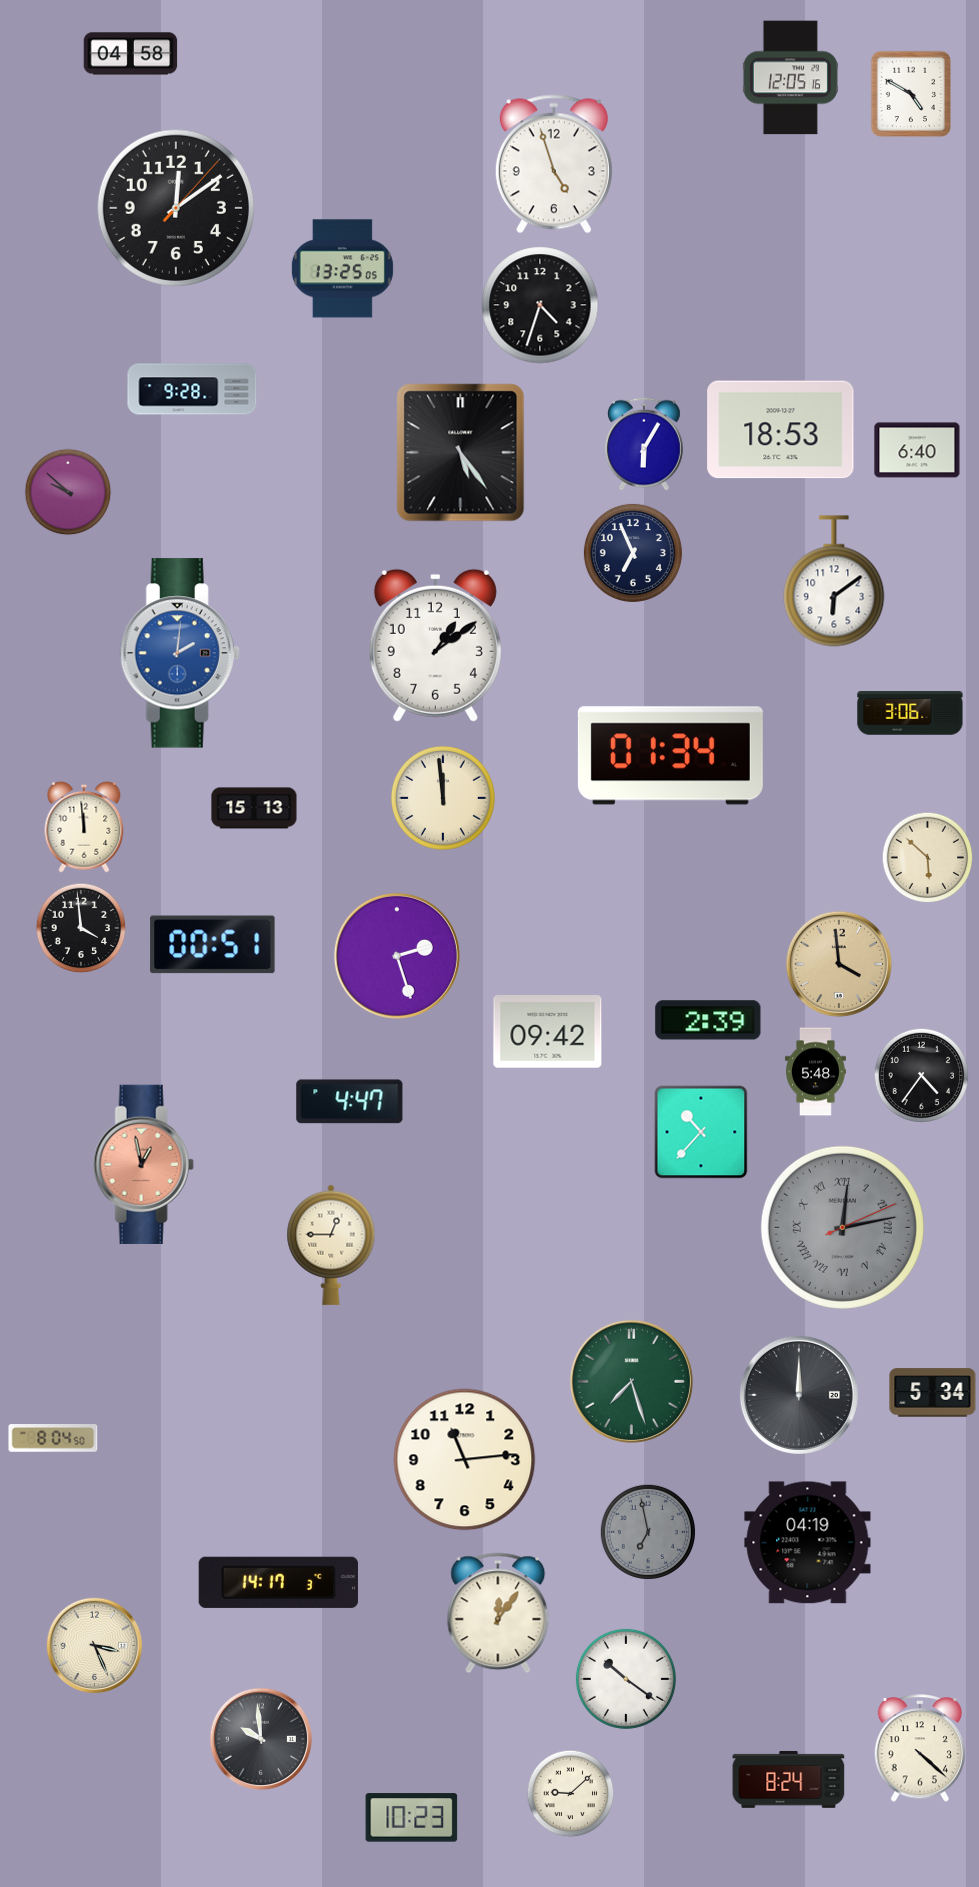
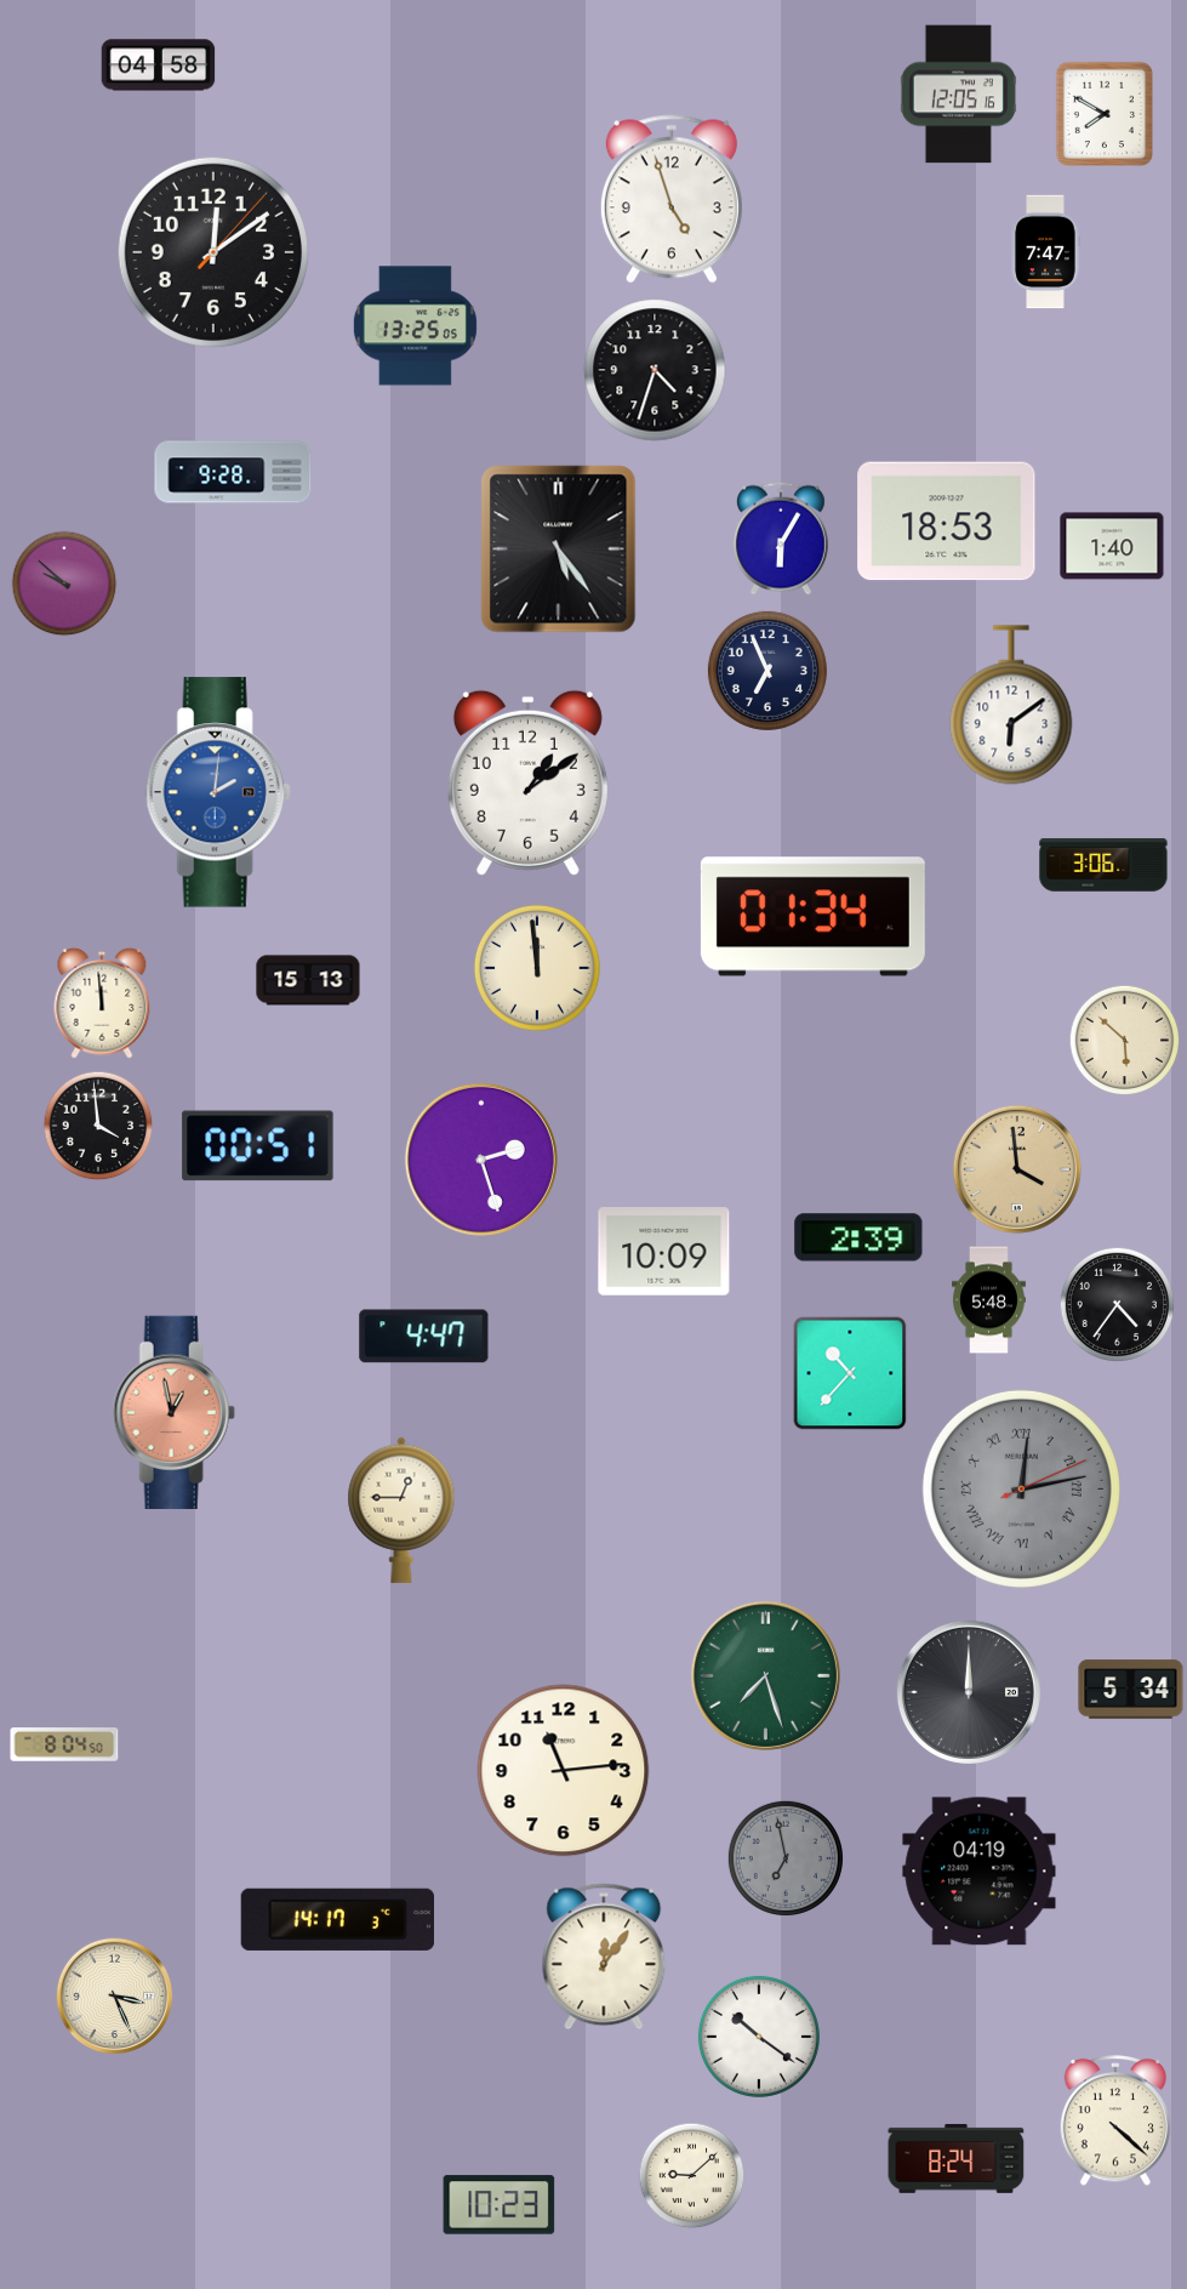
clock at (910, 94): 4:50 -> 7:50
clock at (1045, 252): none -> 7:47
clock at (917, 450): 6:40 -> 1:40
clock at (68, 492) position: (68, 492) -> (64, 583)
clock at (548, 1032): 09:42 -> 10:09
clock at (260, 1738): 9:59 -> none
